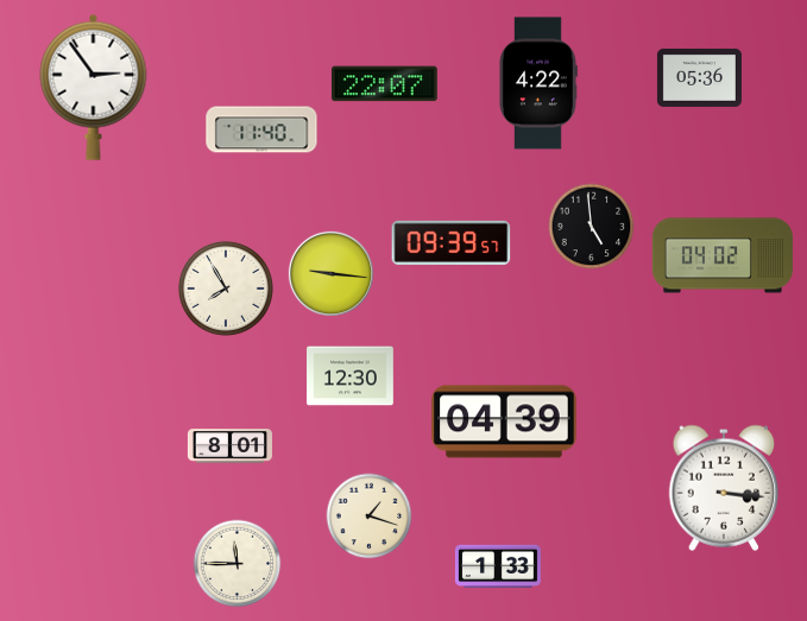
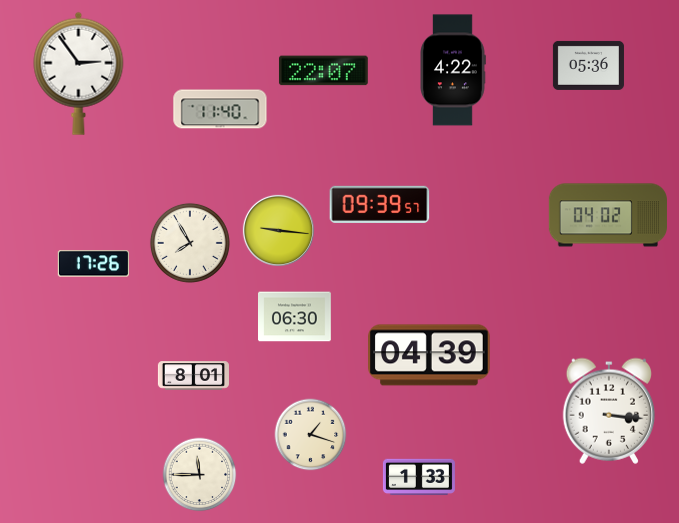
clock at (592, 227): 4:59 -> none
clock at (93, 264): none -> 17:26
clock at (351, 376): 12:30 -> 06:30
clock at (504, 422) position: (504, 422) -> (429, 355)
